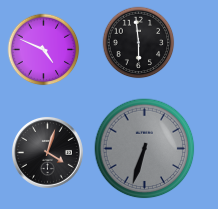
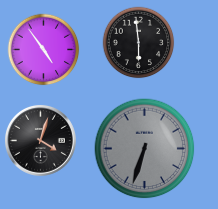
clock at (44, 50): 4:49 -> 4:54
clock at (47, 152) position: (47, 152) -> (40, 140)
